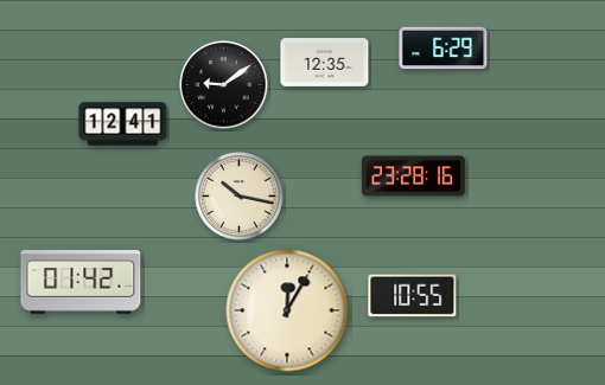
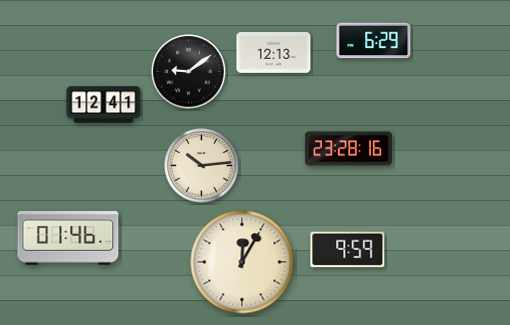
clock at (325, 63): 12:35 -> 12:13
clock at (240, 197): 10:17 -> 10:14
clock at (81, 283): 01:42 -> 01:46
clock at (413, 296): 10:55 -> 9:59
